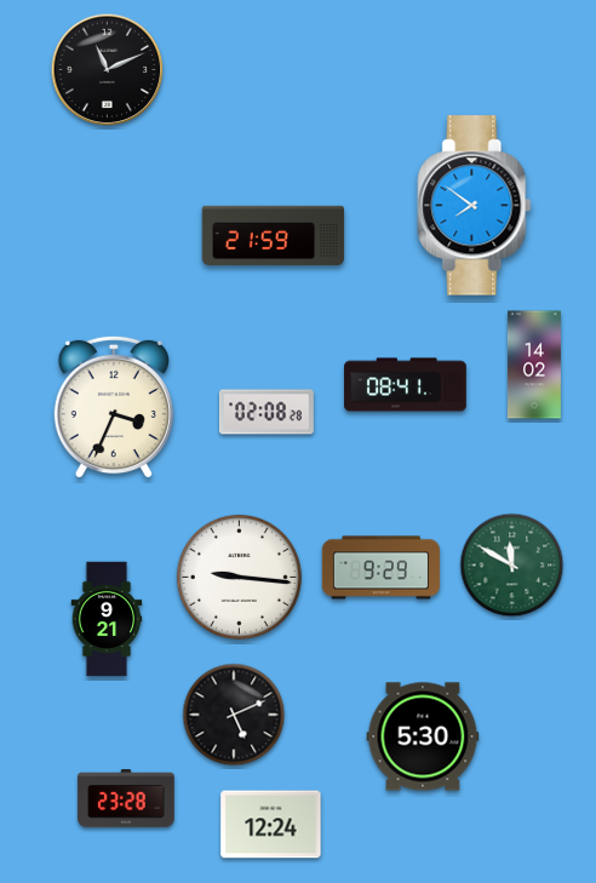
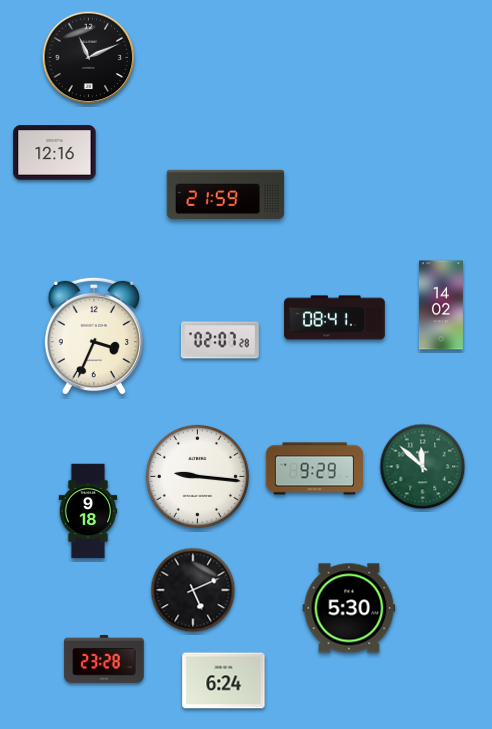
clock at (55, 153): none -> 12:16
clock at (475, 206): 7:51 -> none
clock at (534, 365) position: (534, 365) -> (441, 305)
clock at (267, 412): 02:08 -> 02:07
clock at (512, 566): 11:50 -> 11:52
clock at (107, 619): 9:21 -> 9:18
clock at (271, 825): 12:24 -> 6:24
